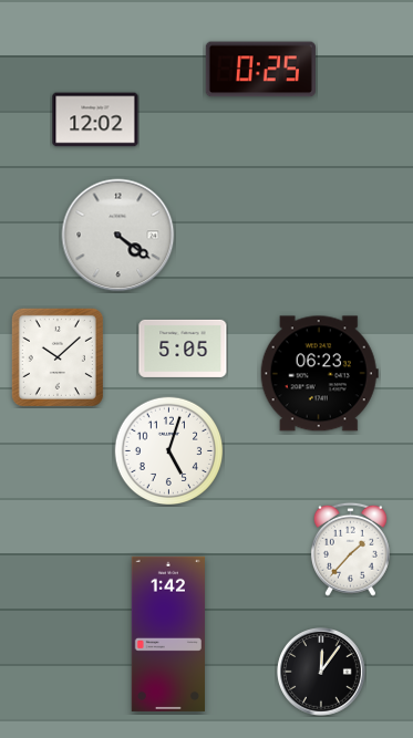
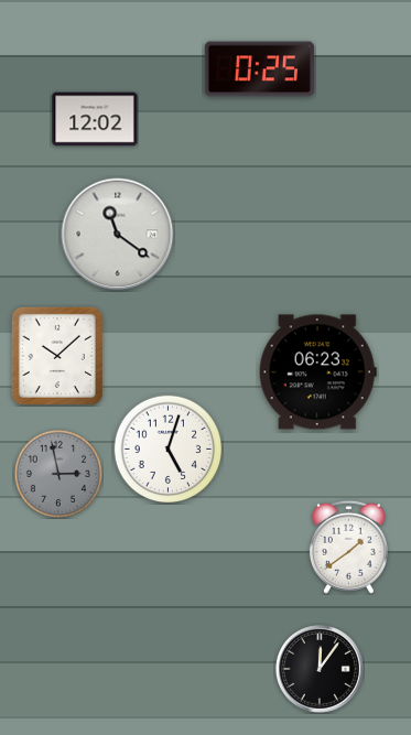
clock at (118, 236): 4:21 -> 11:21
clock at (183, 349): 5:05 -> none
clock at (58, 474): none -> 2:58
clock at (350, 549): 1:37 -> 1:39
clock at (167, 634): 1:42 -> none
